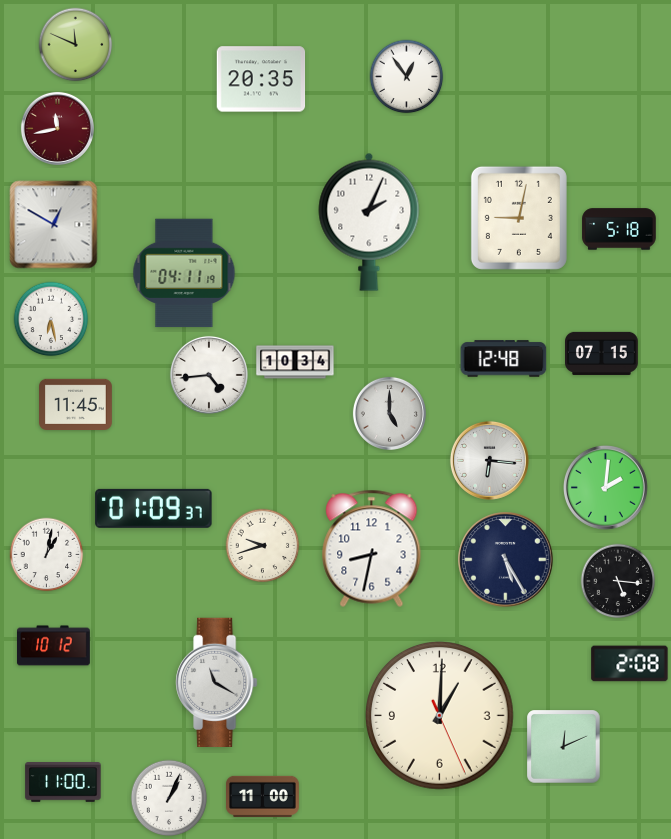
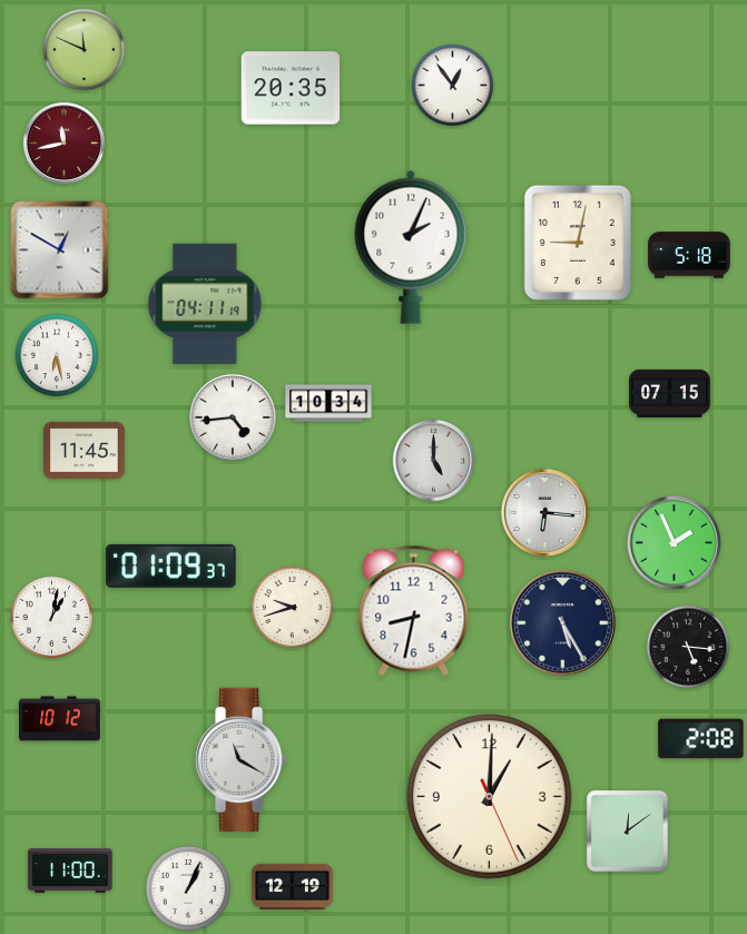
clock at (504, 359): 12:48 -> none
clock at (605, 487): 2:01 -> 1:56
clock at (564, 747): 12:11 -> 12:09
clock at (263, 796): 11:00 -> 12:19
